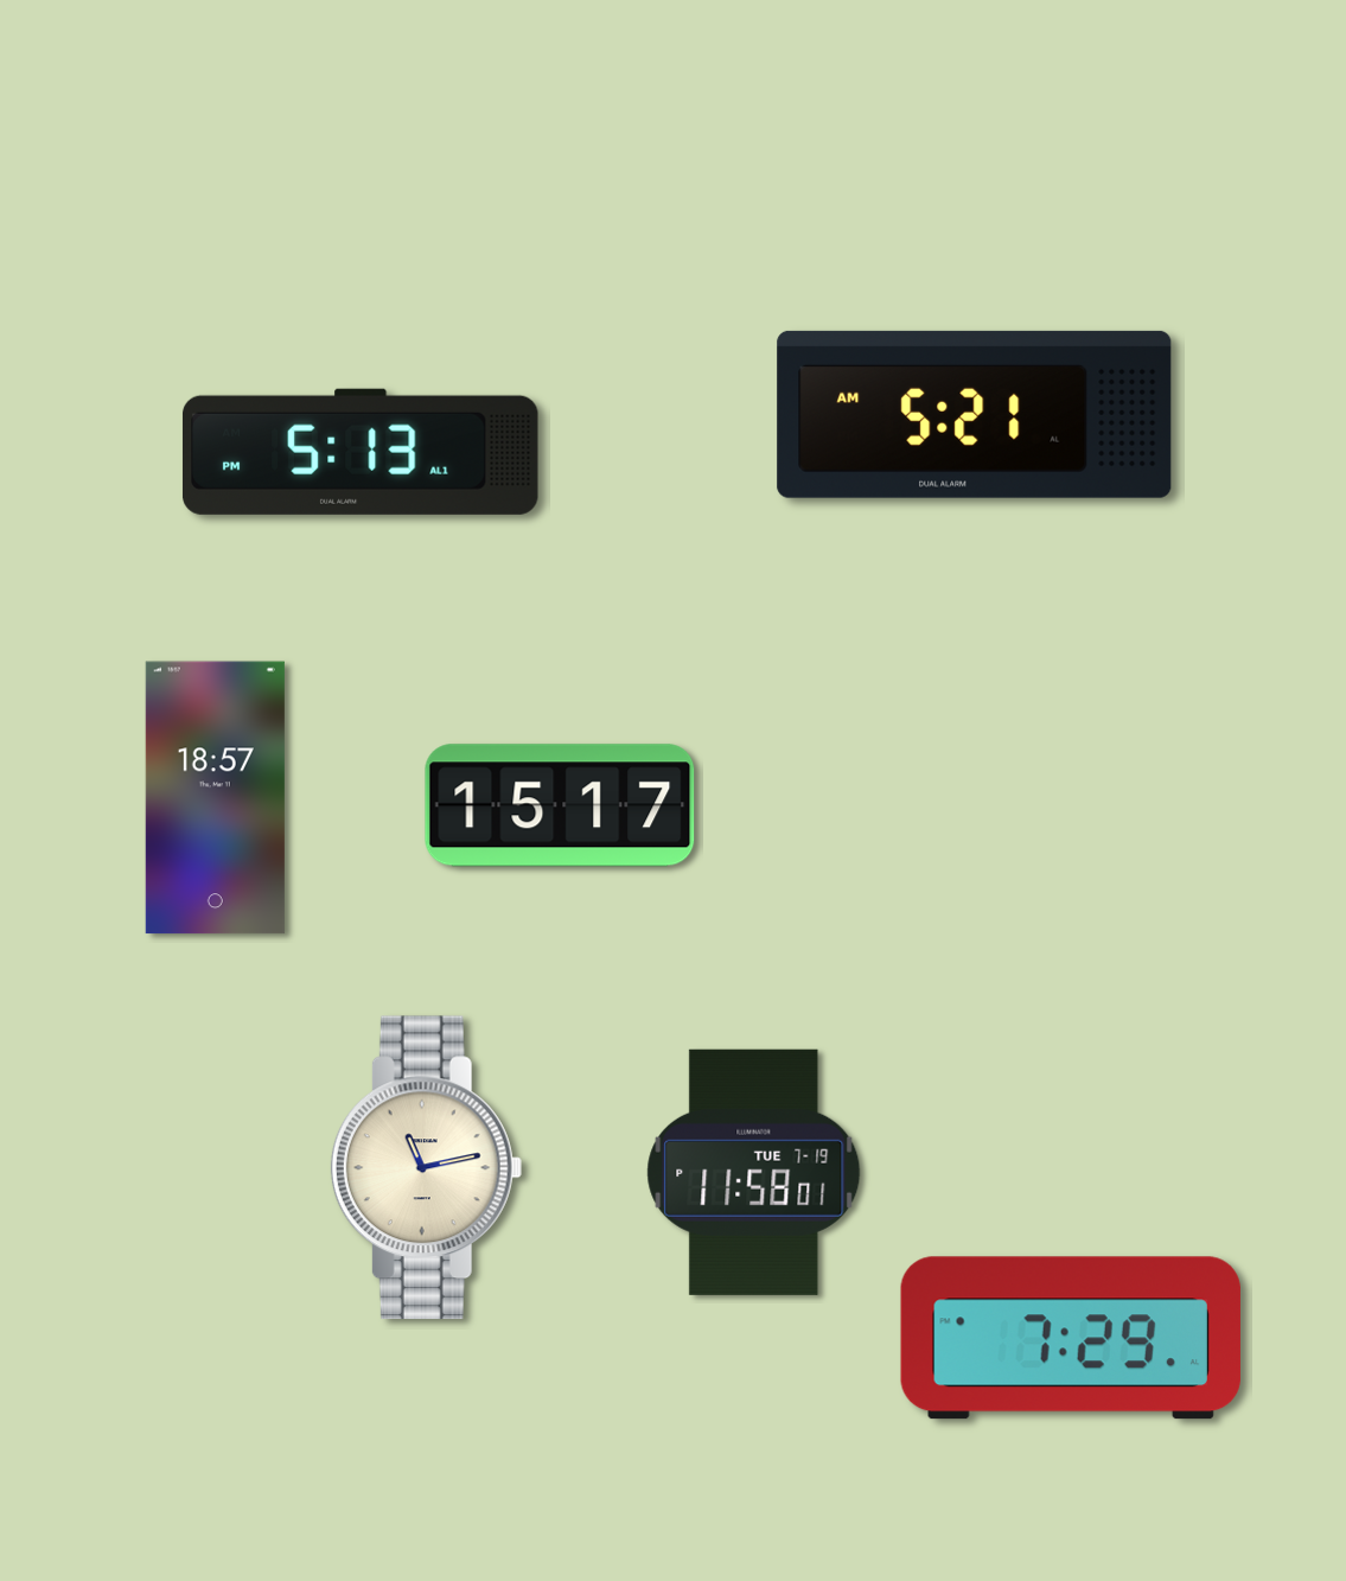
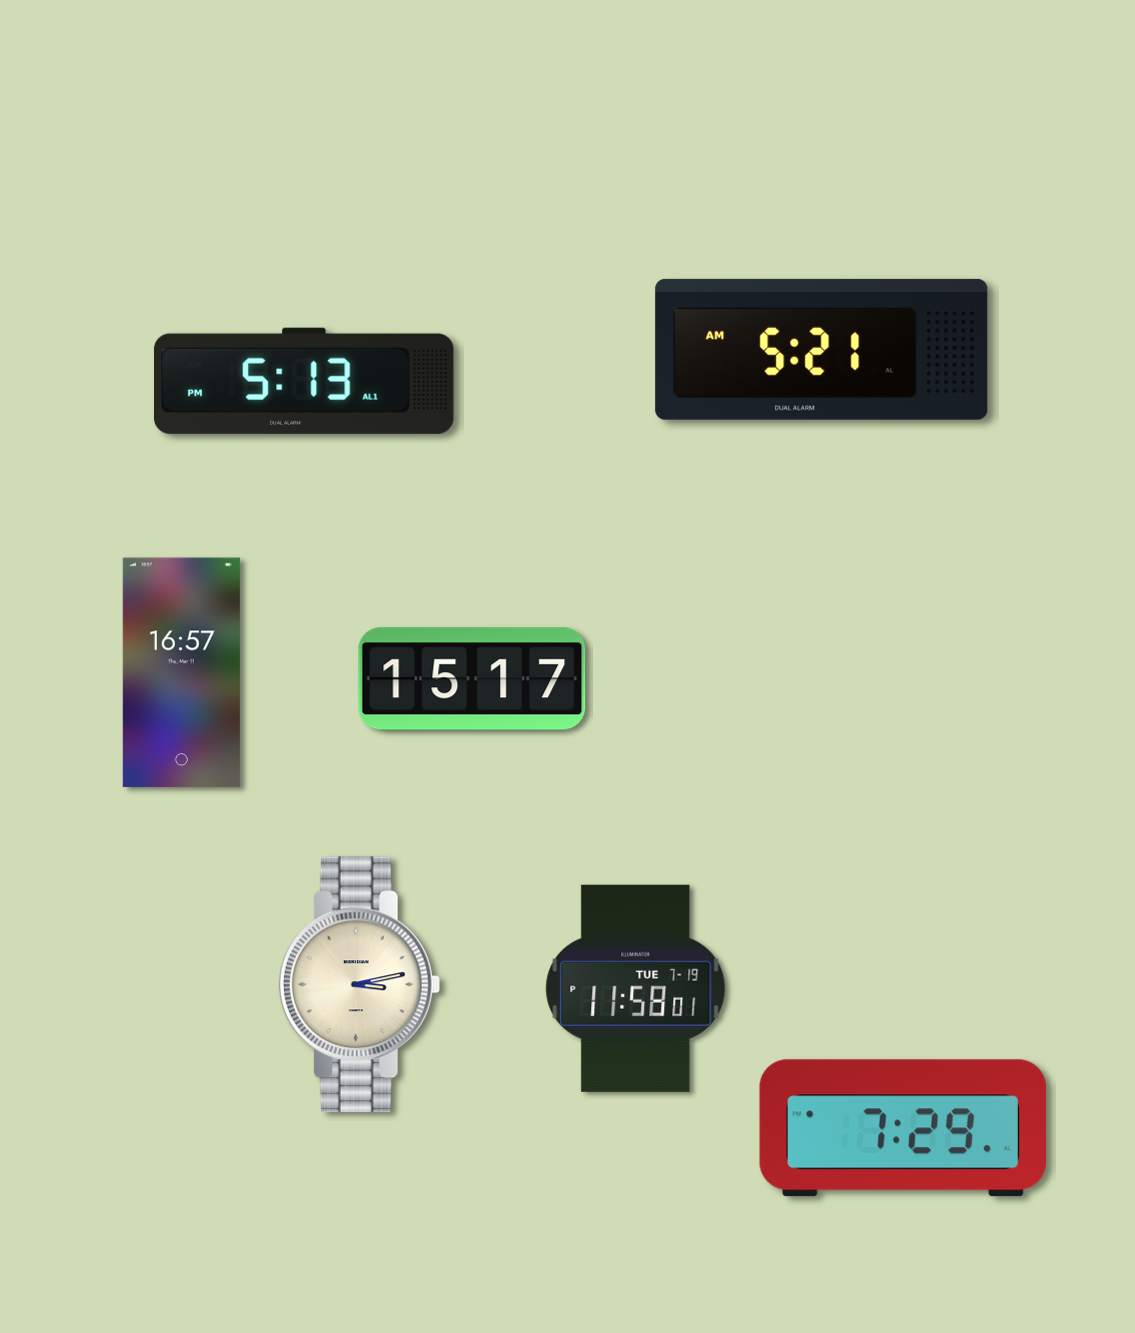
clock at (215, 798): 18:57 -> 16:57
clock at (426, 1168): 11:13 -> 3:13
